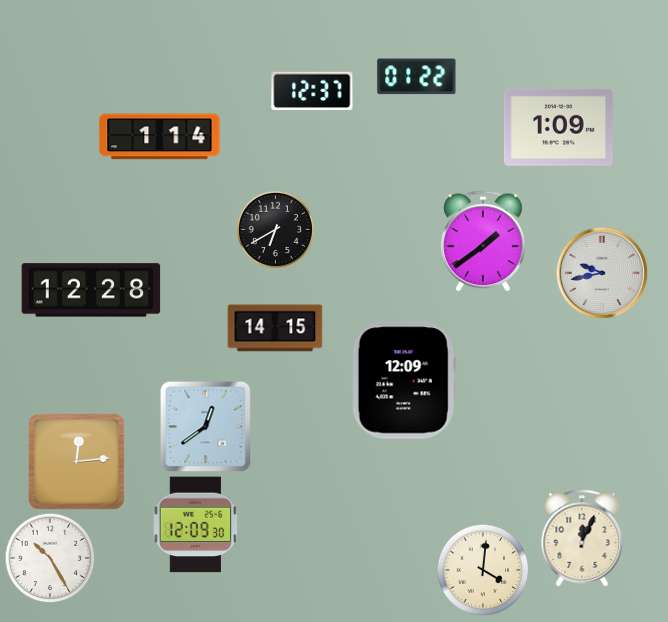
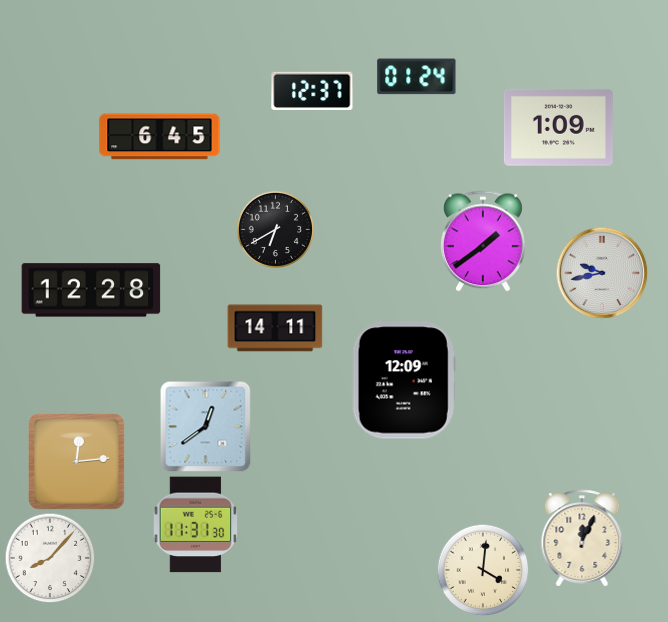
clock at (417, 77): 01:22 -> 01:24
clock at (160, 137): 1:14 -> 6:45
clock at (275, 328): 14:15 -> 14:11
clock at (196, 525): 12:09 -> 11:31
clock at (50, 558): 10:25 -> 8:07
